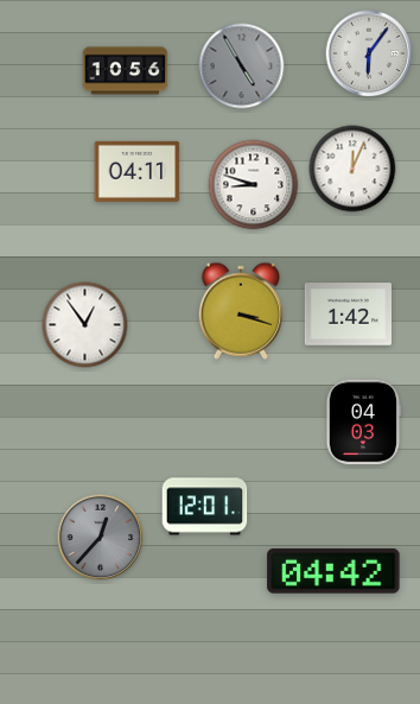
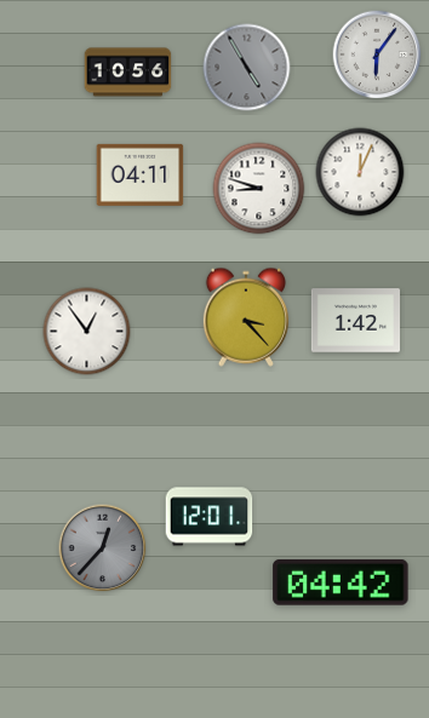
clock at (240, 311): 3:18 -> 3:23
clock at (363, 423): 04:03 -> none
